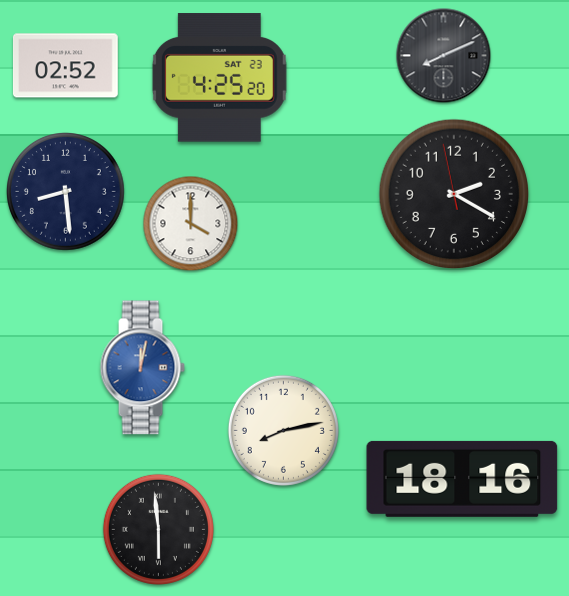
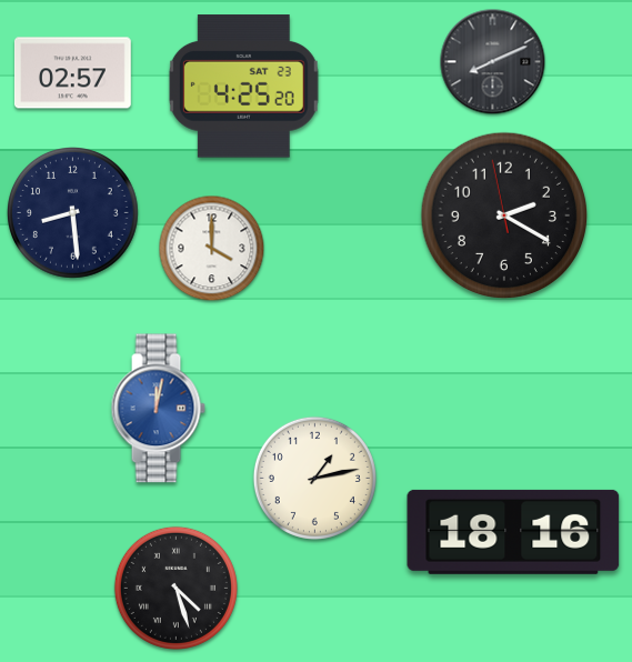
clock at (65, 66): 02:52 -> 02:57
clock at (283, 430): 8:13 -> 1:13
clock at (158, 529): 5:59 -> 4:27
